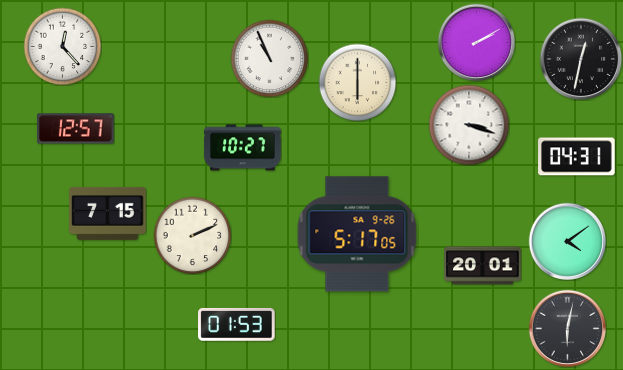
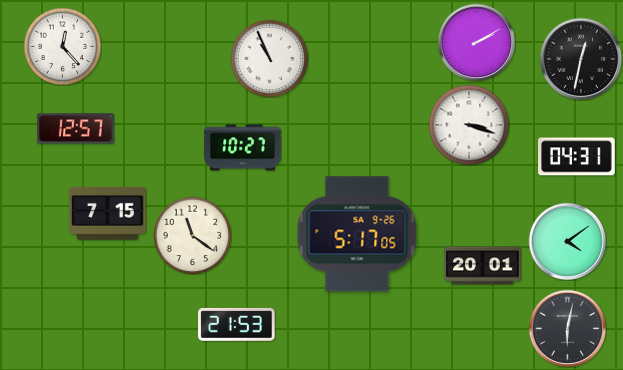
clock at (357, 82): 6:00 -> none
clock at (192, 235): 2:11 -> 11:21
clock at (237, 324): 01:53 -> 21:53
